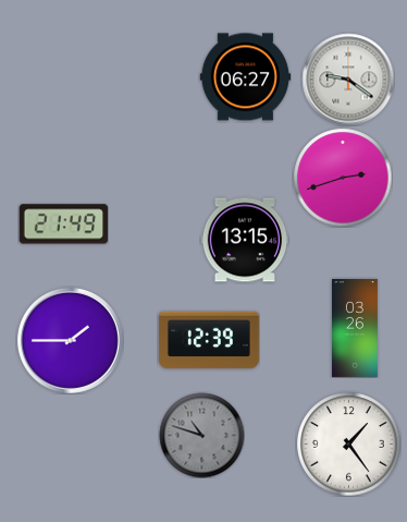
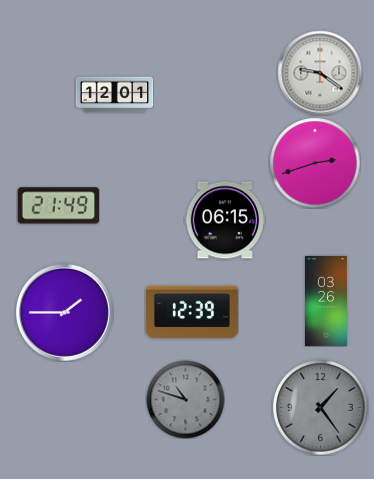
clock at (245, 77): 06:27 -> none
clock at (114, 95): none -> 12:01
clock at (245, 240): 13:15 -> 06:15
clock at (348, 444) dial: white -> grey
